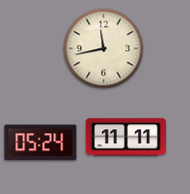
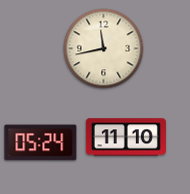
clock at (126, 137): 11:11 -> 11:10
